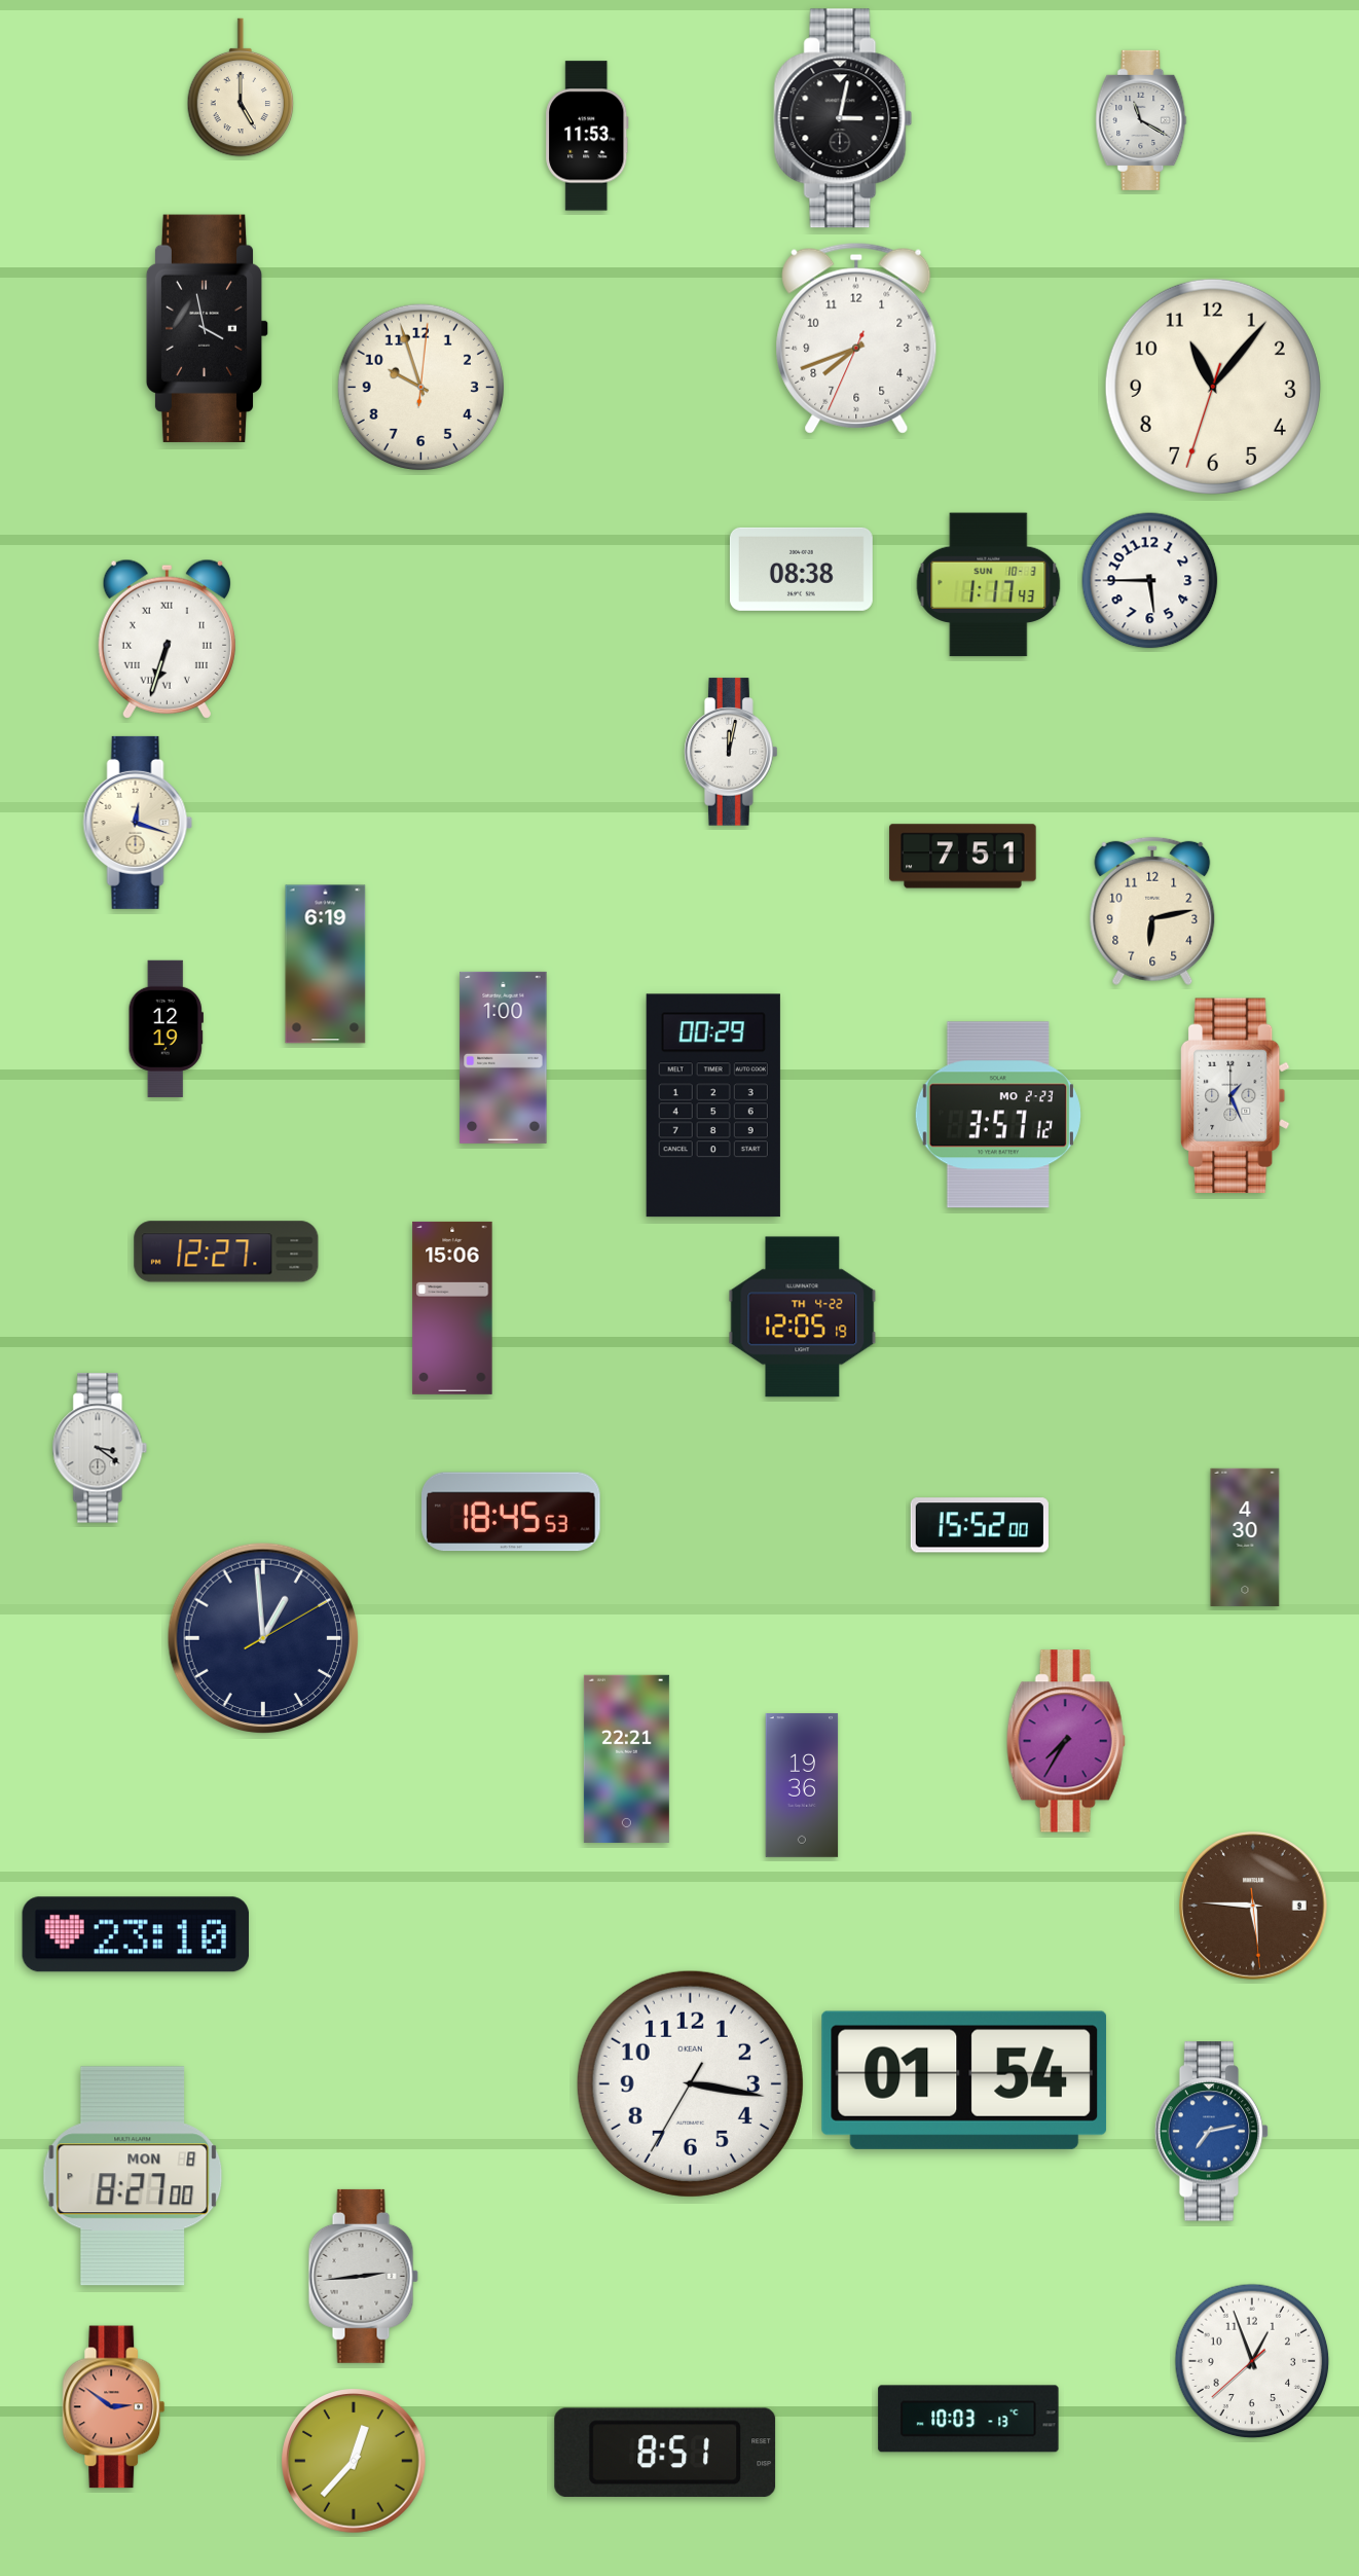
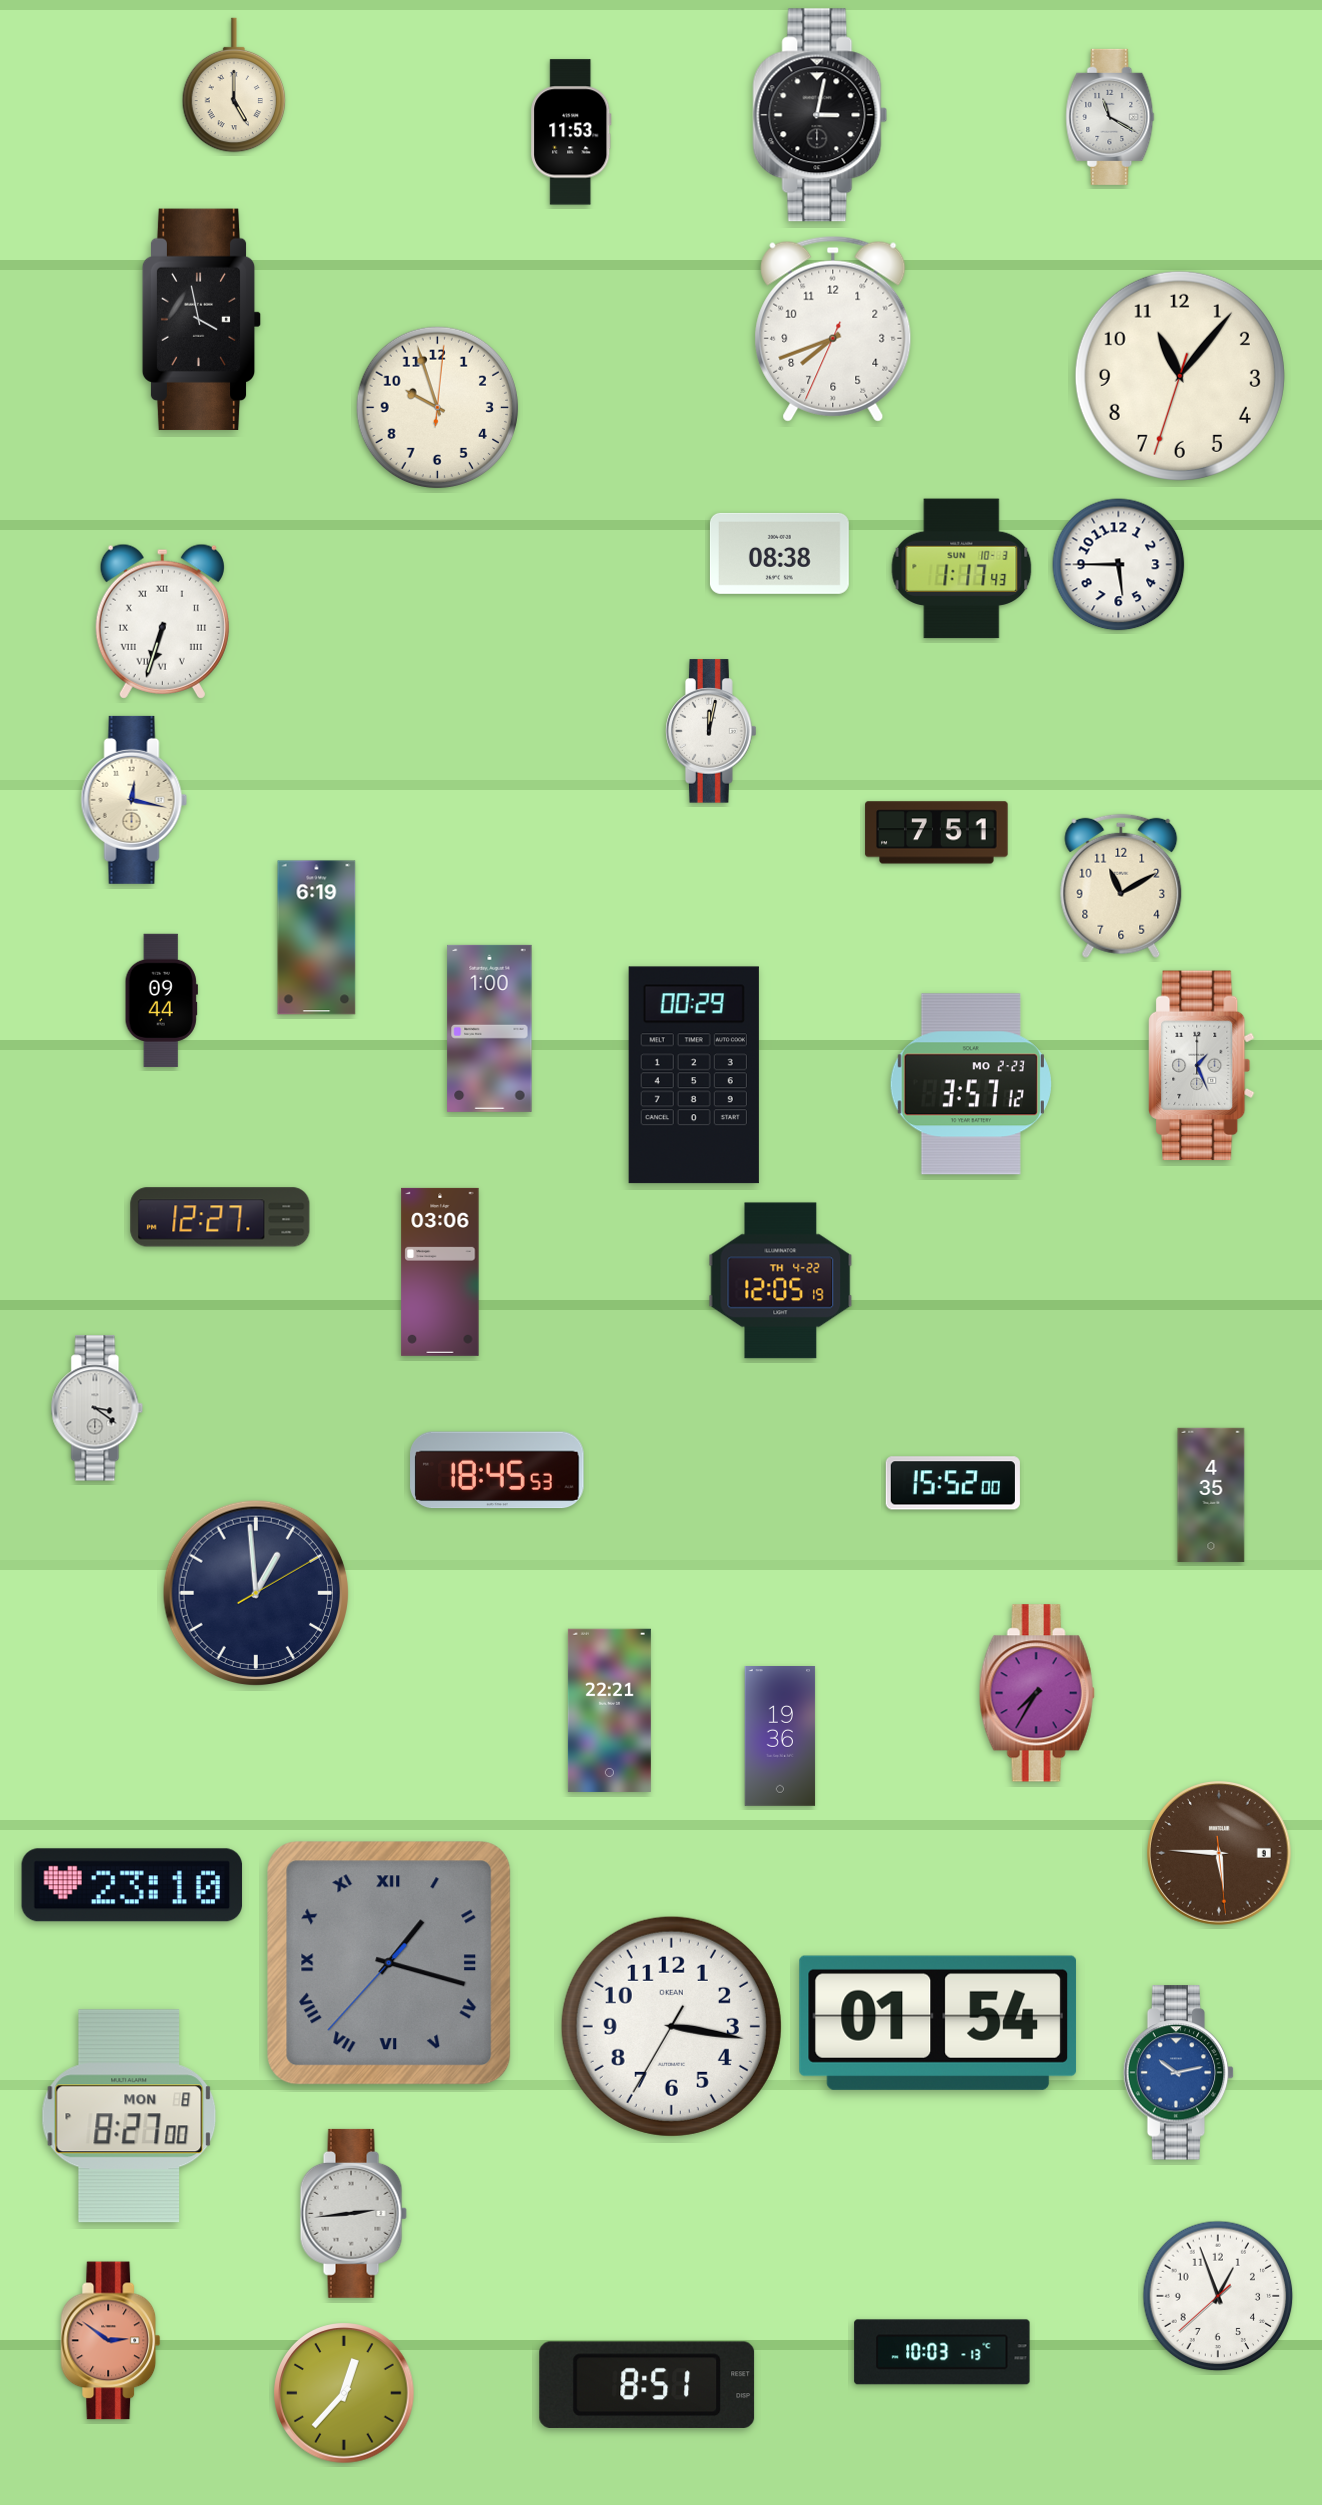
clock at (421, 388) position: (421, 388) -> (438, 408)
clock at (138, 823): 12:18 -> 12:17
clock at (1152, 911): 6:13 -> 11:10
clock at (166, 1028): 12:19 -> 09:44
clock at (452, 1308): 15:06 -> 03:06
clock at (1245, 1537): 4:30 -> 4:35
clock at (136, 1934) position: (136, 1934) -> (132, 1885)
clock at (389, 1963): none -> 1:17
clock at (1212, 2132): 7:13 -> 10:13
